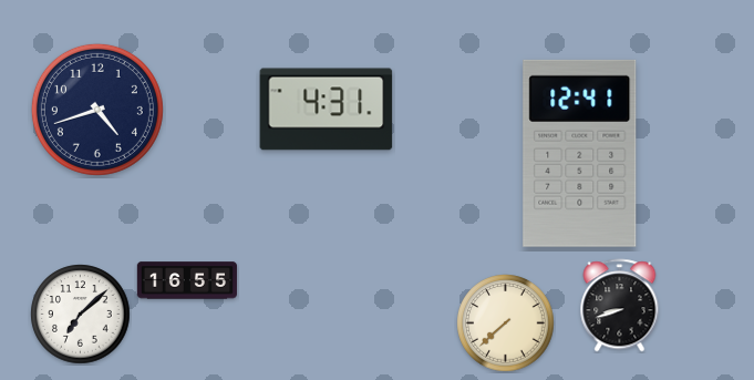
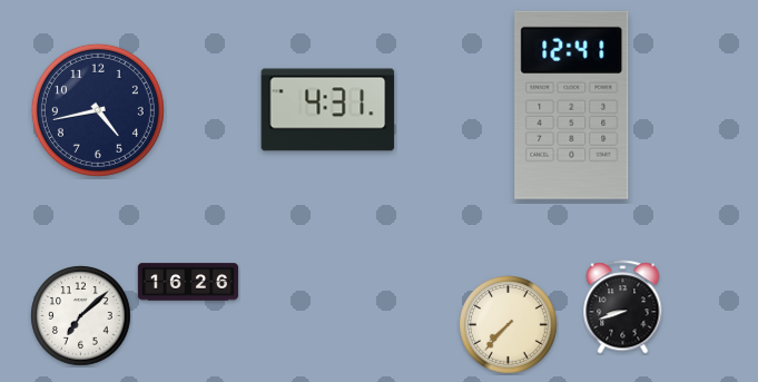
clock at (97, 110): 4:42 -> 4:43
clock at (580, 153) position: (580, 153) -> (572, 105)
clock at (187, 280): 16:55 -> 16:26
clock at (506, 323): 7:38 -> 7:37
